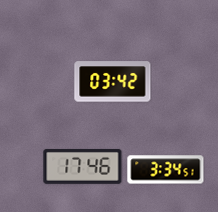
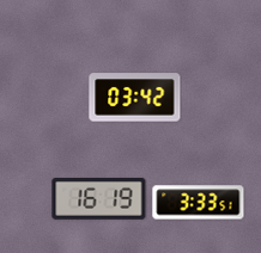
clock at (83, 166): 17:46 -> 16:19
clock at (166, 170): 3:34 -> 3:33
